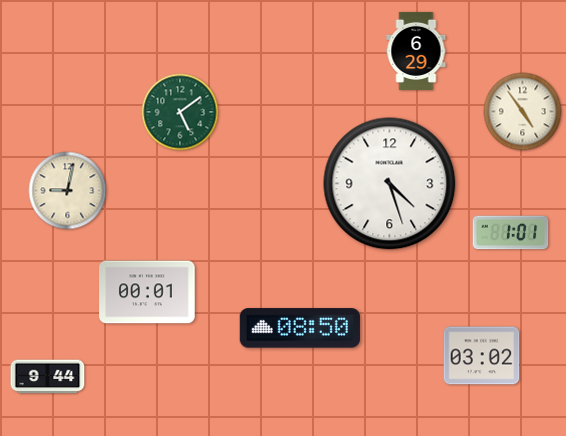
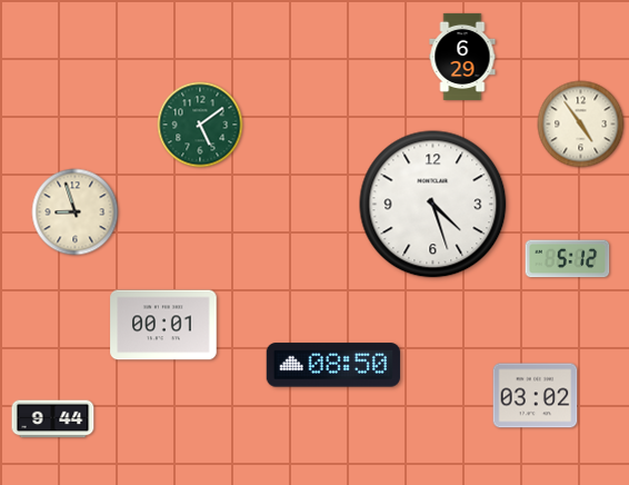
clock at (68, 191): 9:02 -> 8:57
clock at (511, 233): 1:01 -> 5:12
